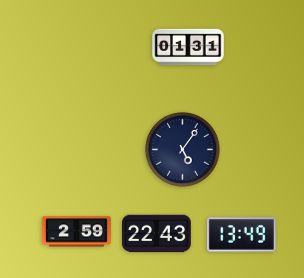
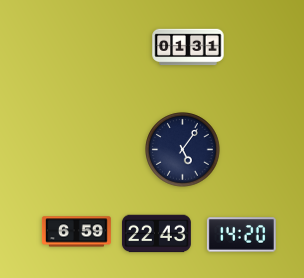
clock at (76, 232): 2:59 -> 6:59
clock at (241, 235): 13:49 -> 14:20
